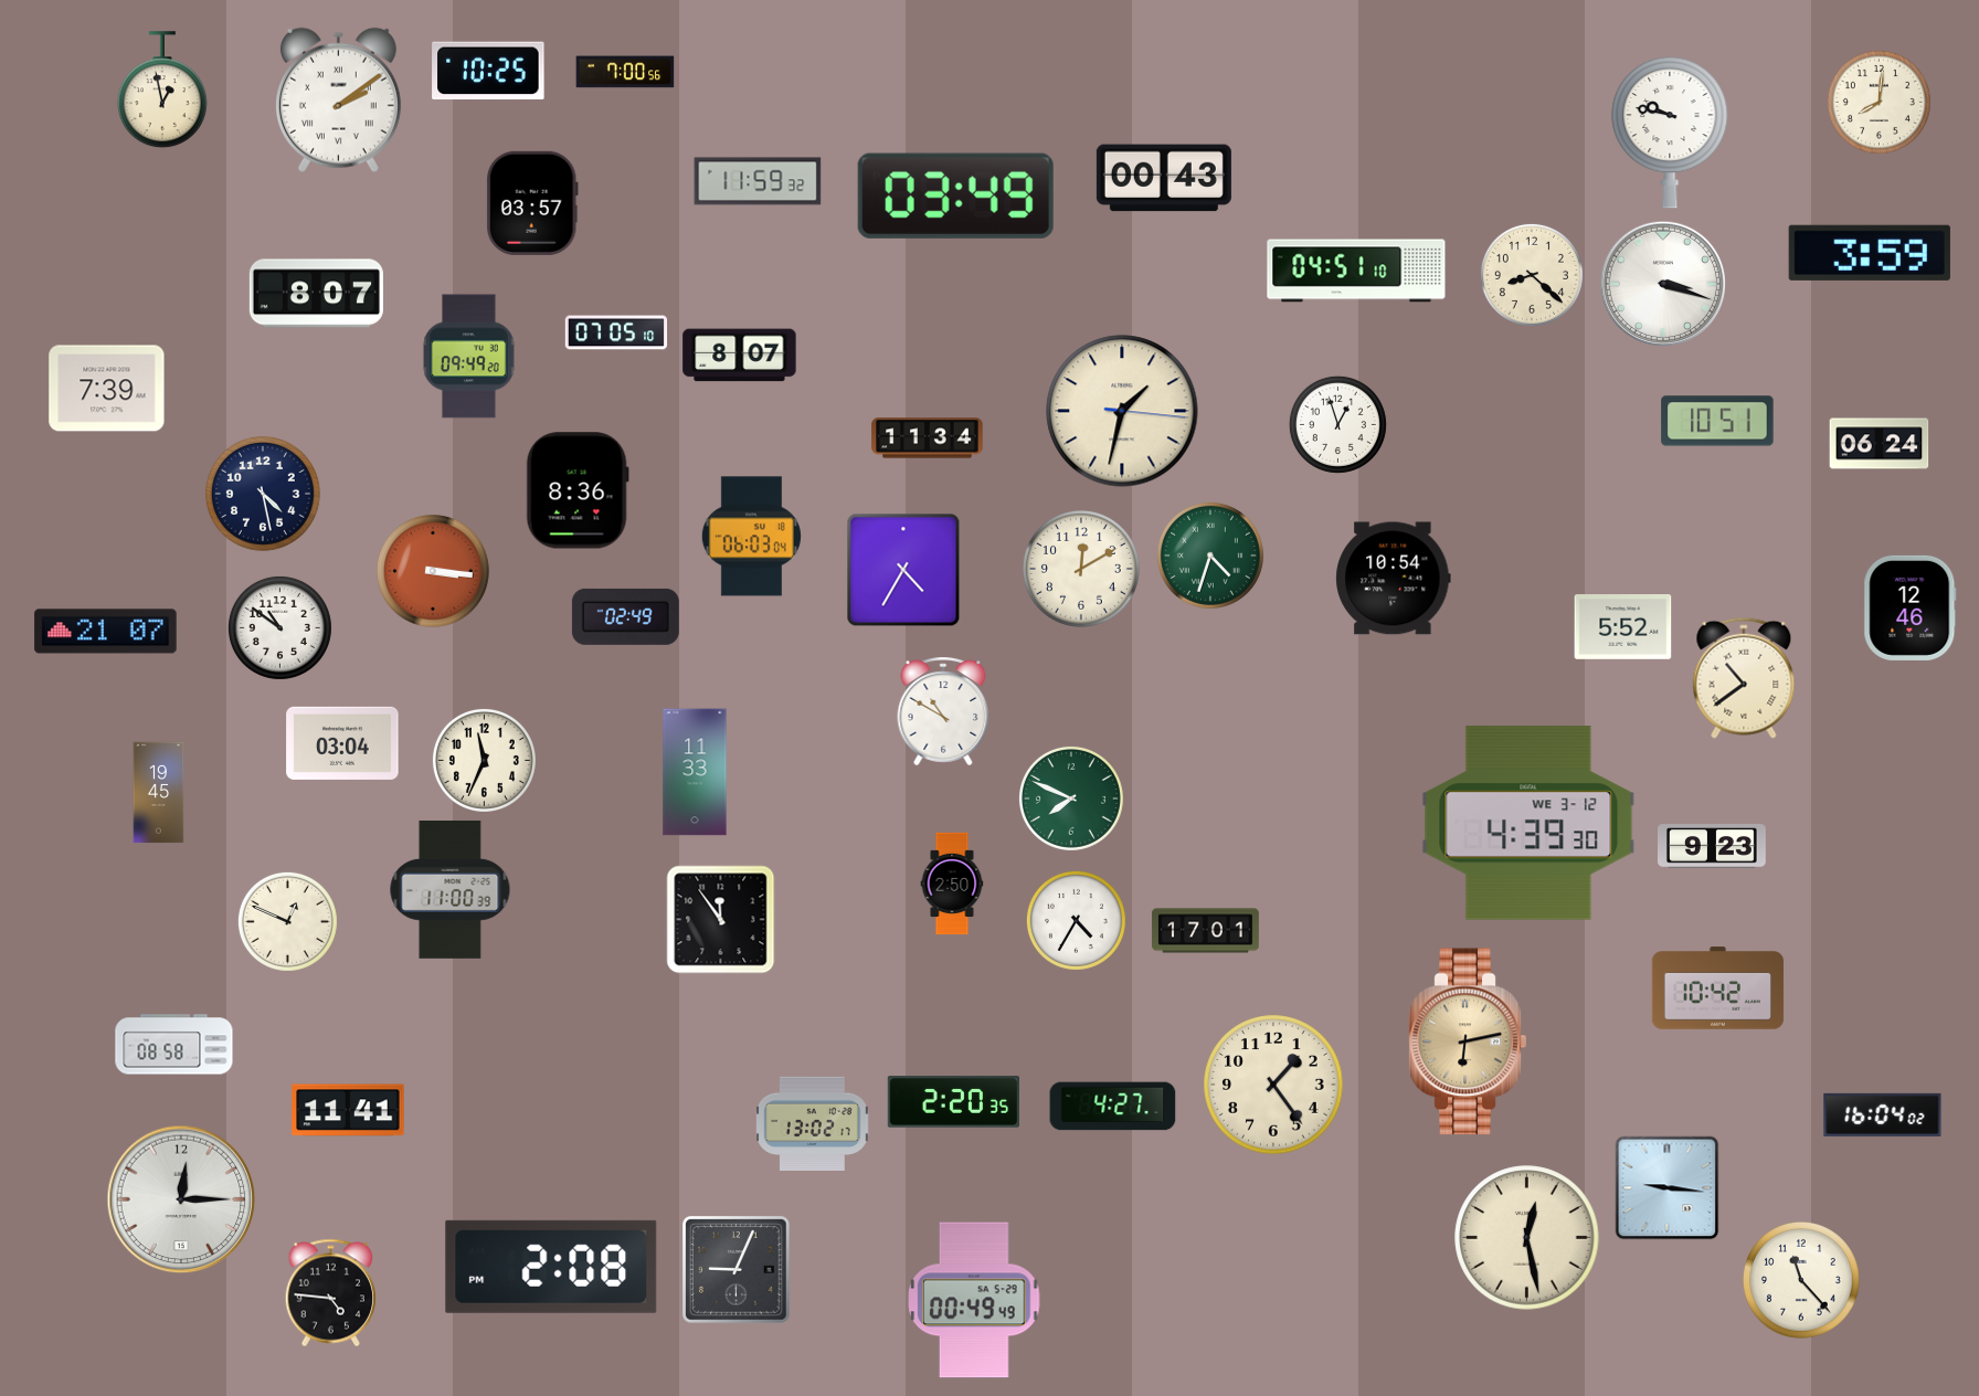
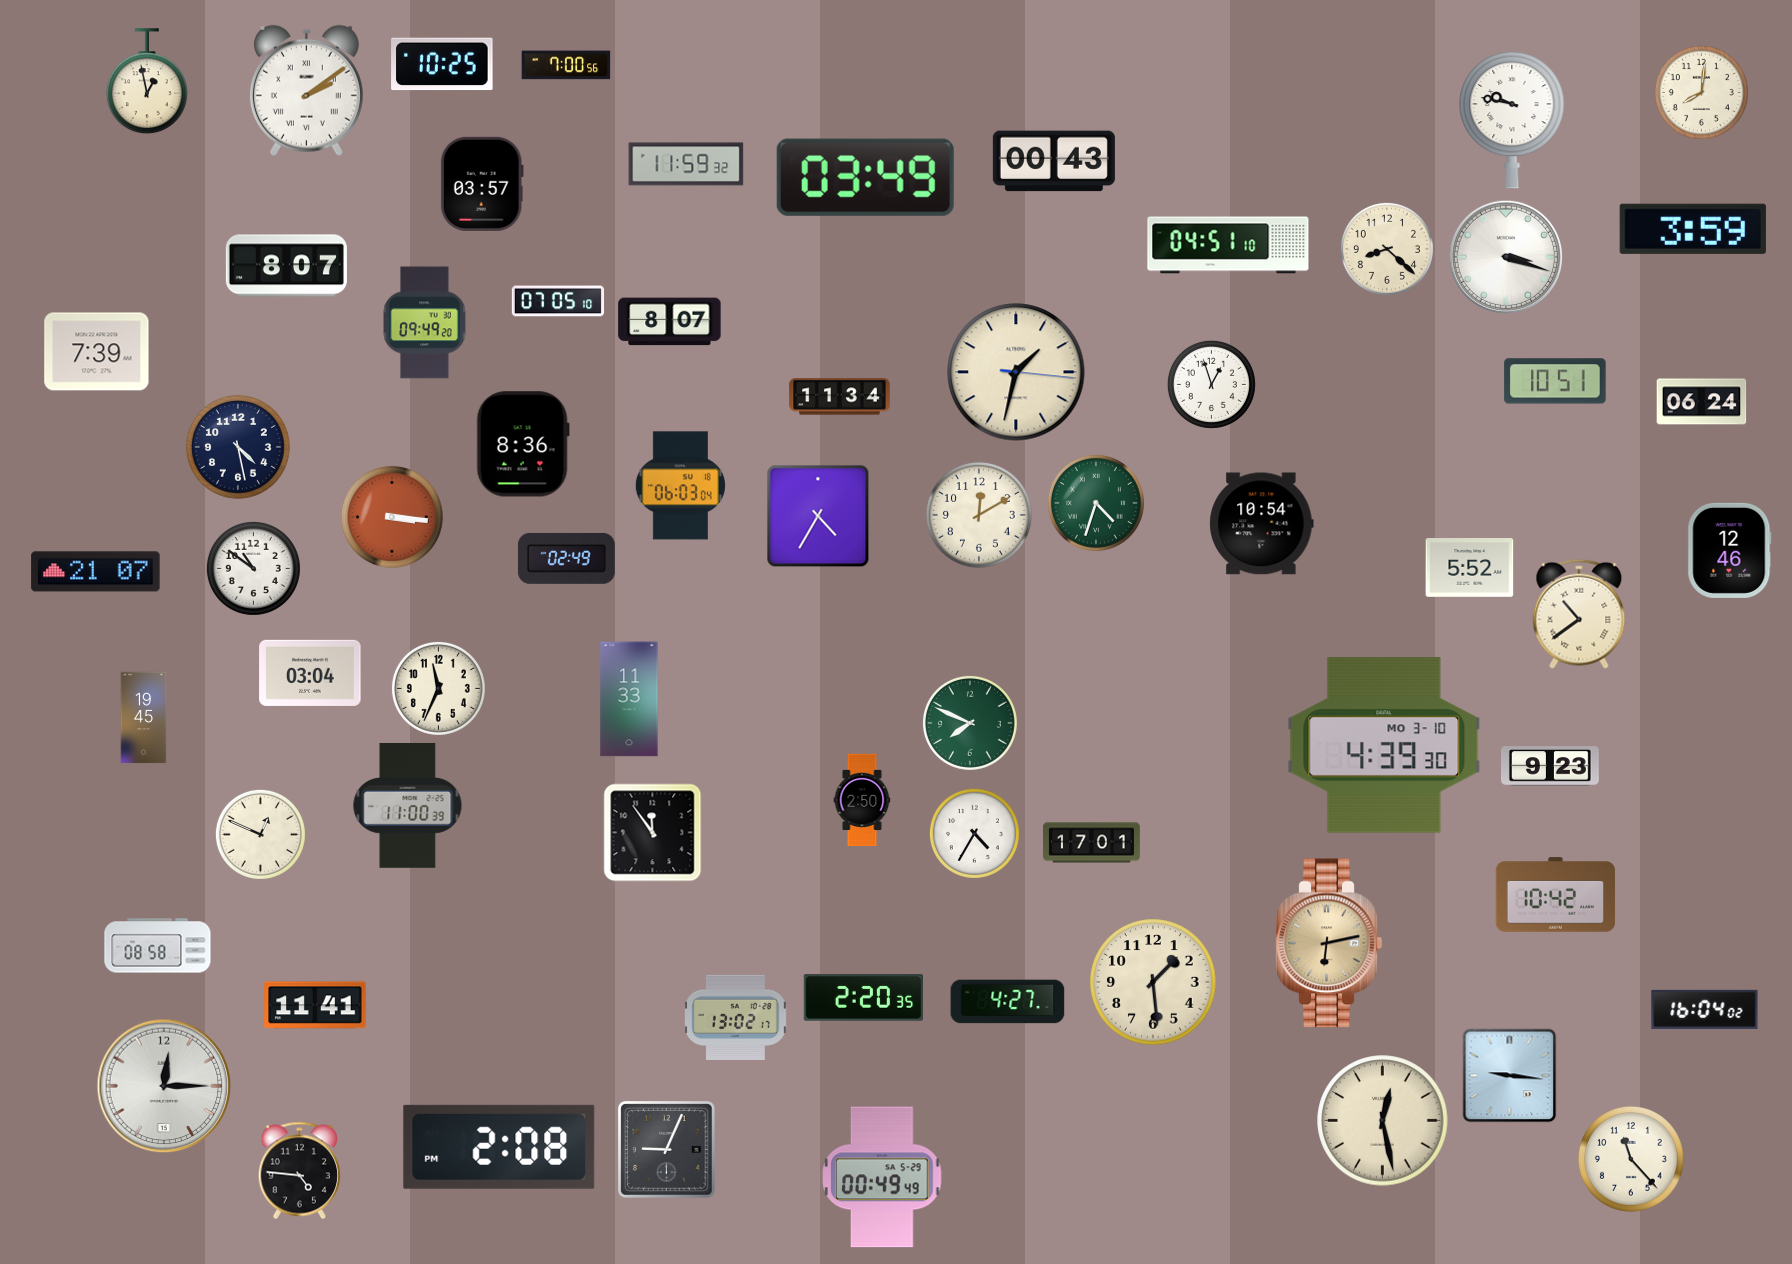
clock at (943, 711): 10:50 -> none
clock at (1528, 823) date: WE 3-12 -> MO 3-10
clock at (1273, 1085): 1:24 -> 1:29
